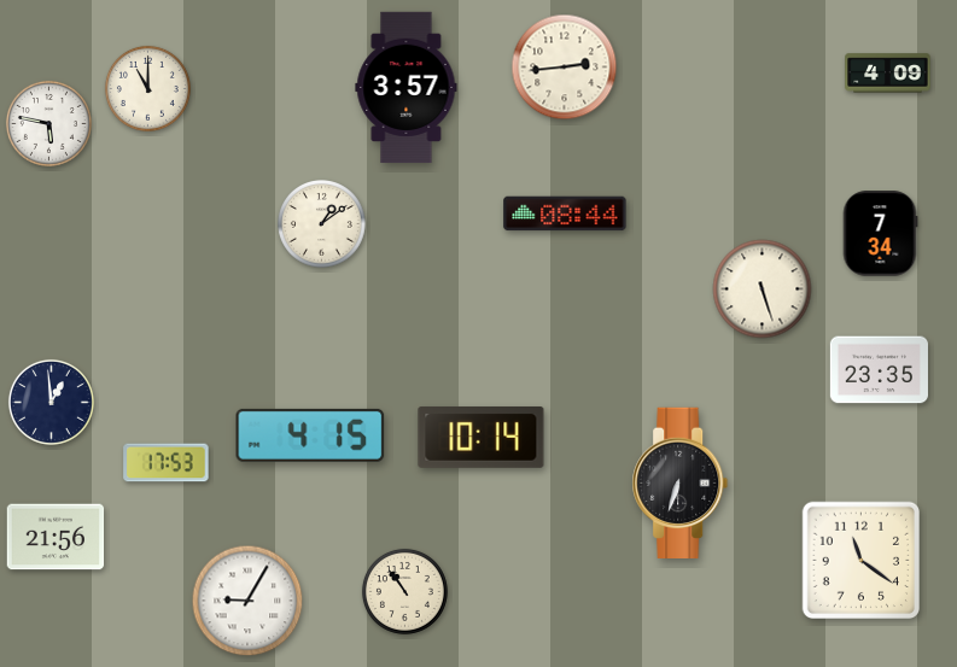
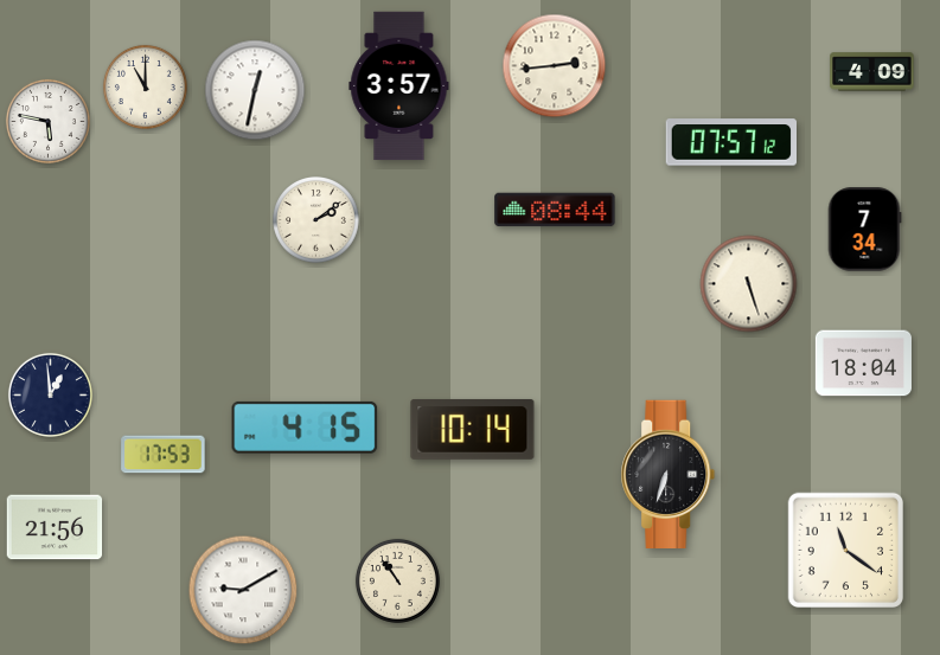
clock at (255, 90): none -> 12:32
clock at (730, 142): none -> 07:57
clock at (322, 224): 1:09 -> 2:09
clock at (879, 370): 23:35 -> 18:04
clock at (247, 601): 9:05 -> 9:10
